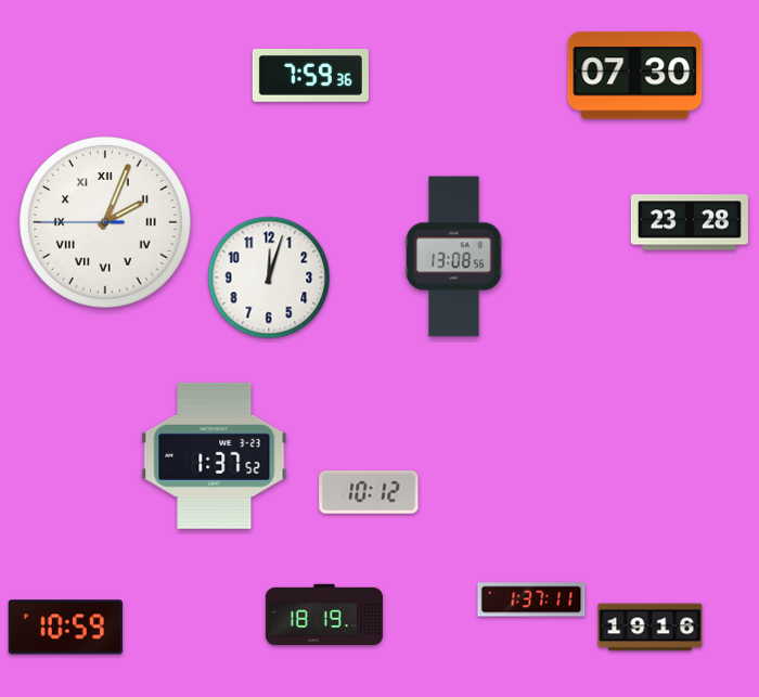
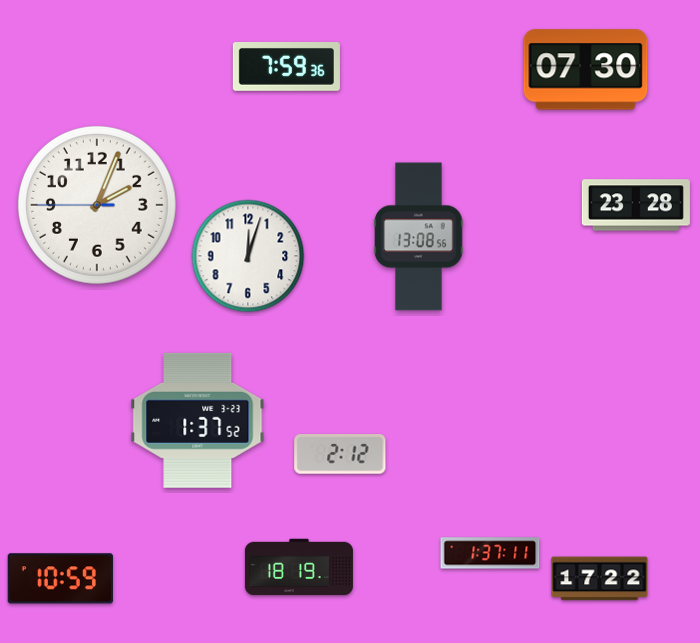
clock at (310, 76) position: (310, 76) -> (286, 67)
clock at (105, 222) numerals: Roman -> Arabic
clock at (369, 493): 10:12 -> 2:12
clock at (651, 628): 19:16 -> 17:22
